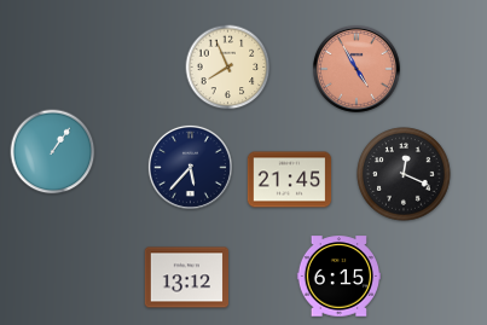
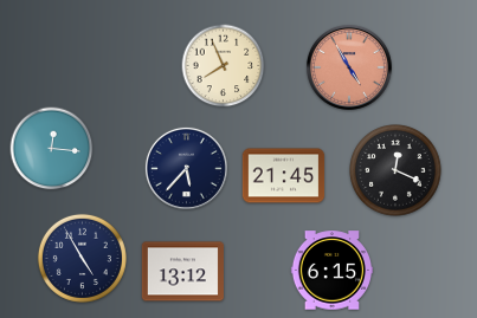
clock at (53, 152): 1:06 -> 12:16
clock at (190, 167) position: (190, 167) -> (186, 168)
clock at (82, 258): none -> 4:55
